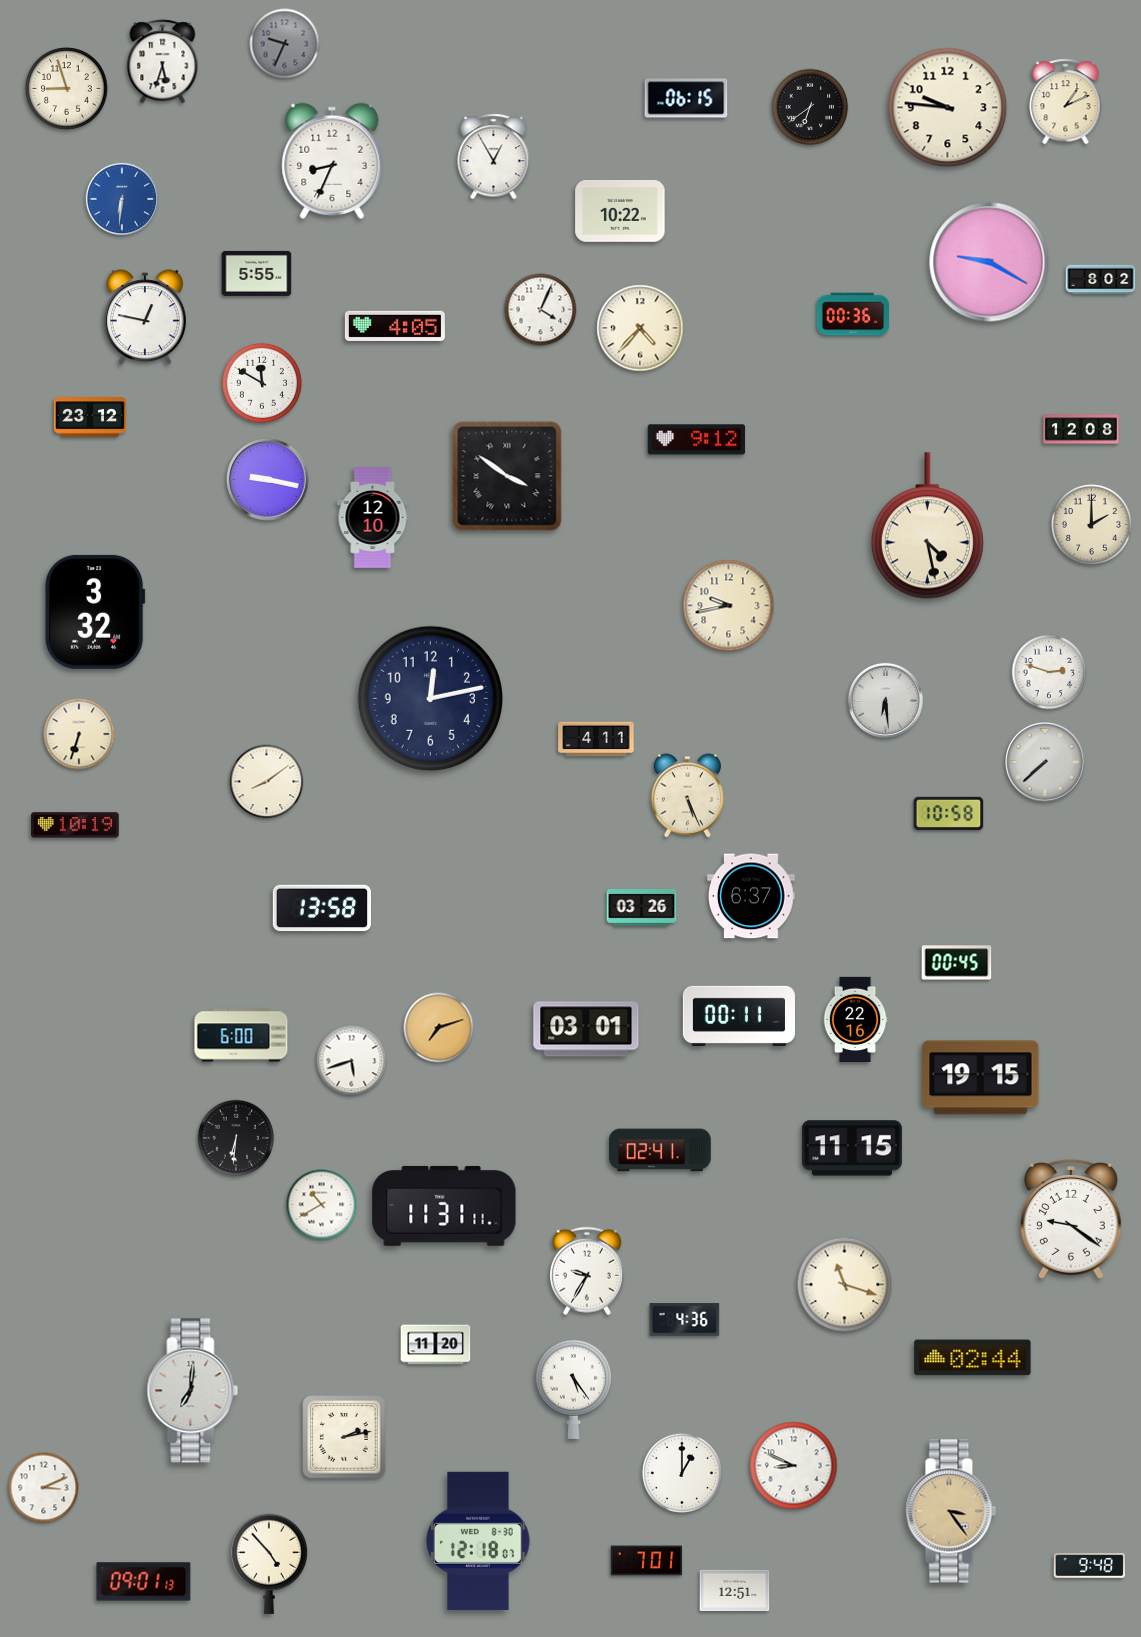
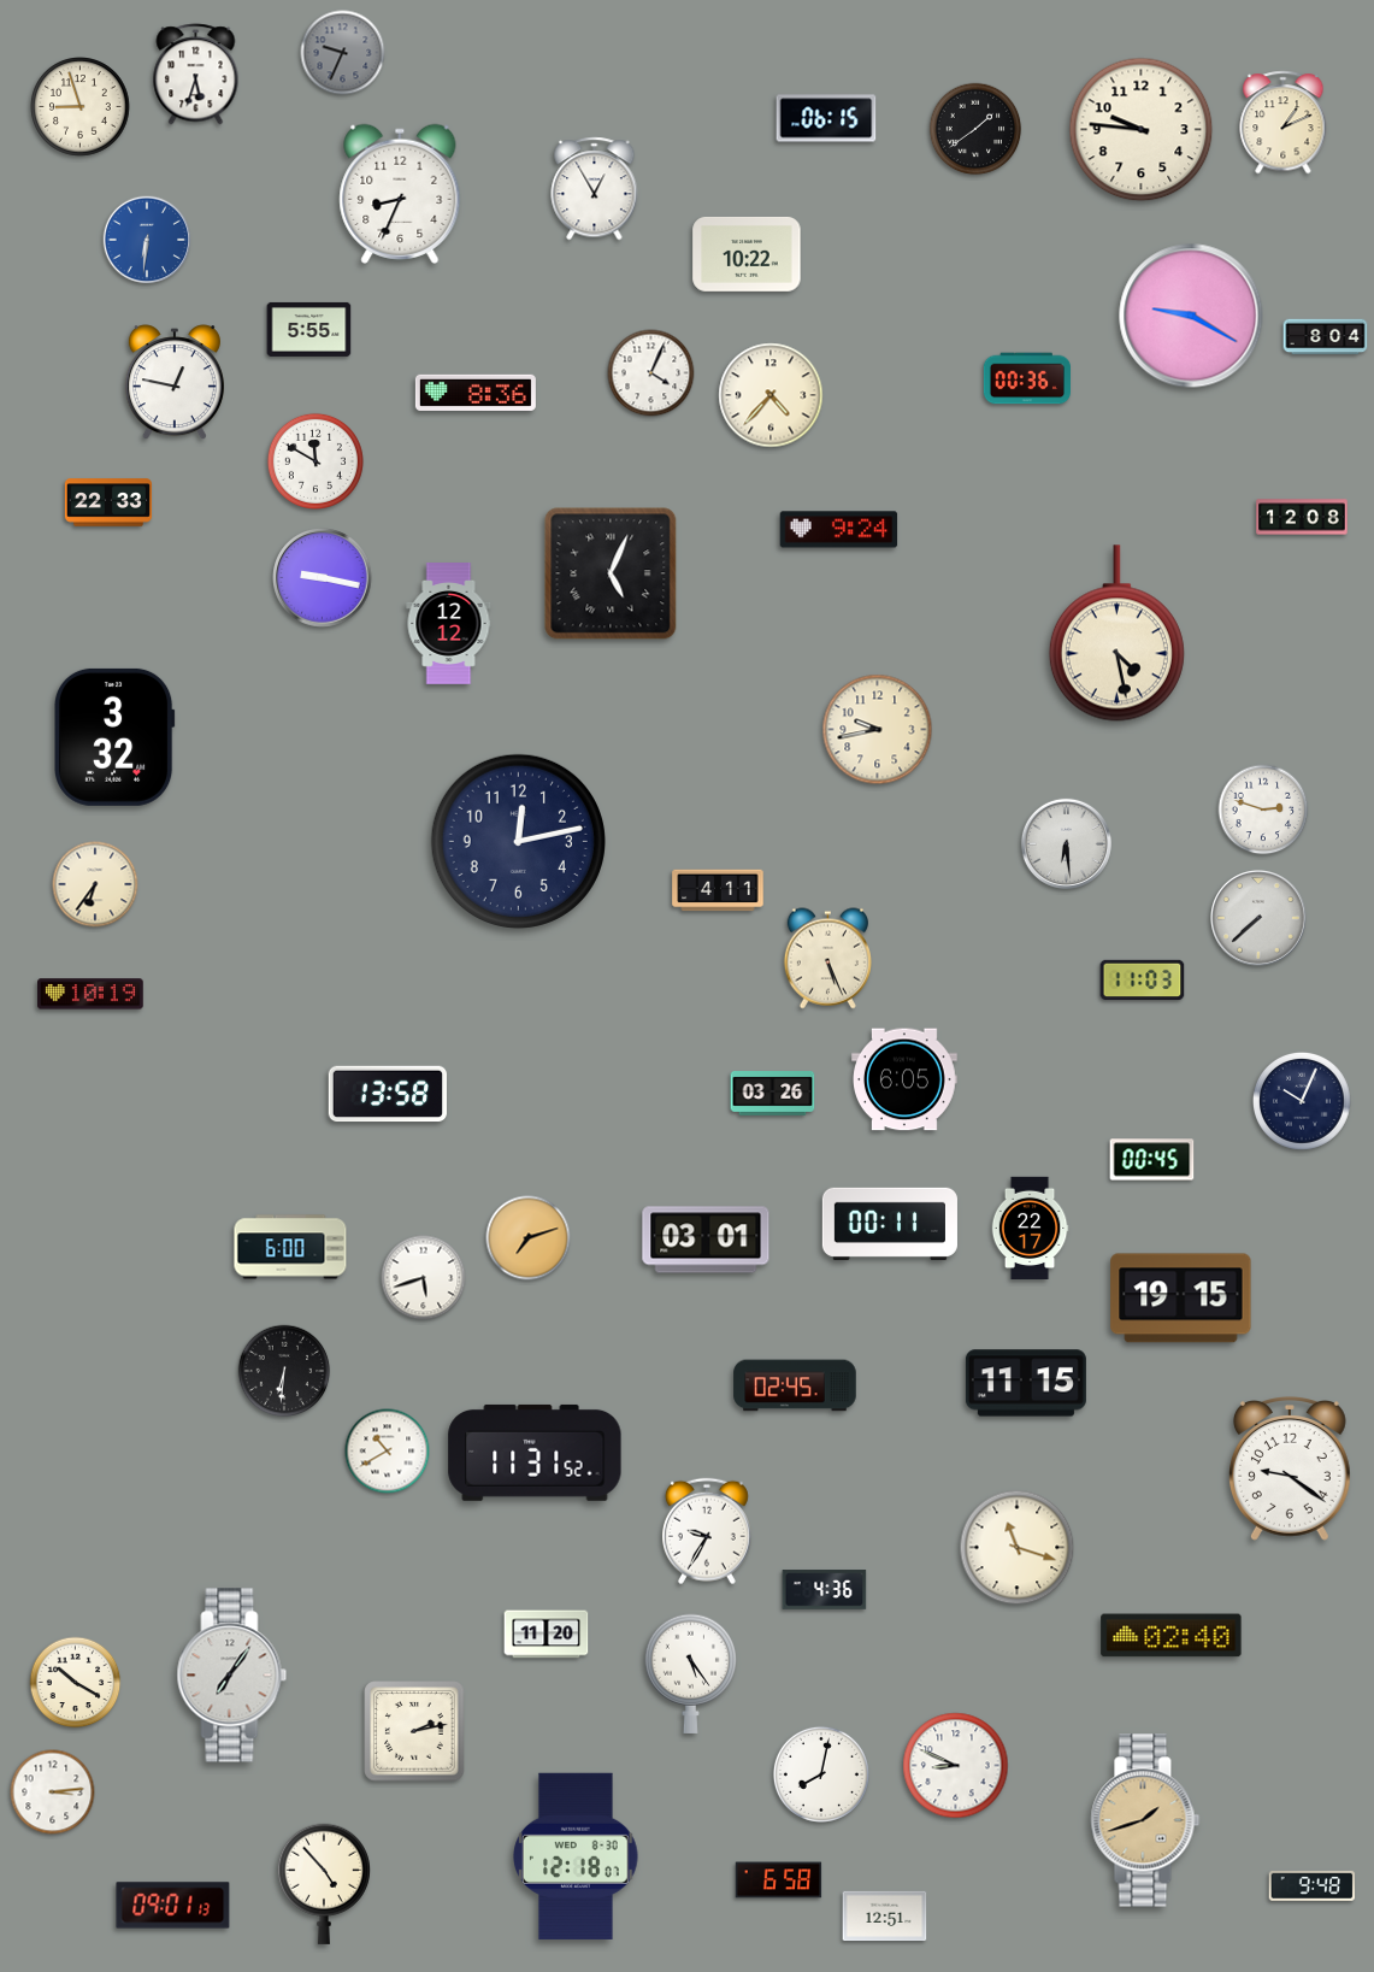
clock at (810, 107): 6:39 -> 1:39
clock at (1101, 280): 8:02 -> 8:04
clock at (395, 326): 4:05 -> 8:36
clock at (89, 417): 23:12 -> 22:33
clock at (697, 440): 9:12 -> 9:24
clock at (507, 476): 3:51 -> 5:04
clock at (373, 518): 12:10 -> 12:12
clock at (1091, 524): 2:00 -> none
clock at (79, 734): 6:33 -> 6:36
clock at (267, 782): 8:09 -> none
clock at (949, 814): 10:58 -> 11:03
clock at (752, 896): 6:37 -> 6:05
clock at (1302, 1101): none -> 10:04
clock at (855, 1019): 22:16 -> 22:17
clock at (660, 1150): 02:41 -> 02:45
clock at (444, 1206): 11:31:11 -> 11:31:52
clock at (436, 1345) position: (436, 1345) -> (547, 1635)
clock at (973, 1358): 02:44 -> 02:40
clock at (193, 1391): 7:01 -> 7:06
clock at (76, 1683): none -> 10:20
clock at (682, 1473): 1:00 -> 8:02
clock at (44, 1488): 3:11 -> 3:14
clock at (951, 1511): 3:24 -> 1:42
clock at (647, 1561): 7:01 -> 6:58
